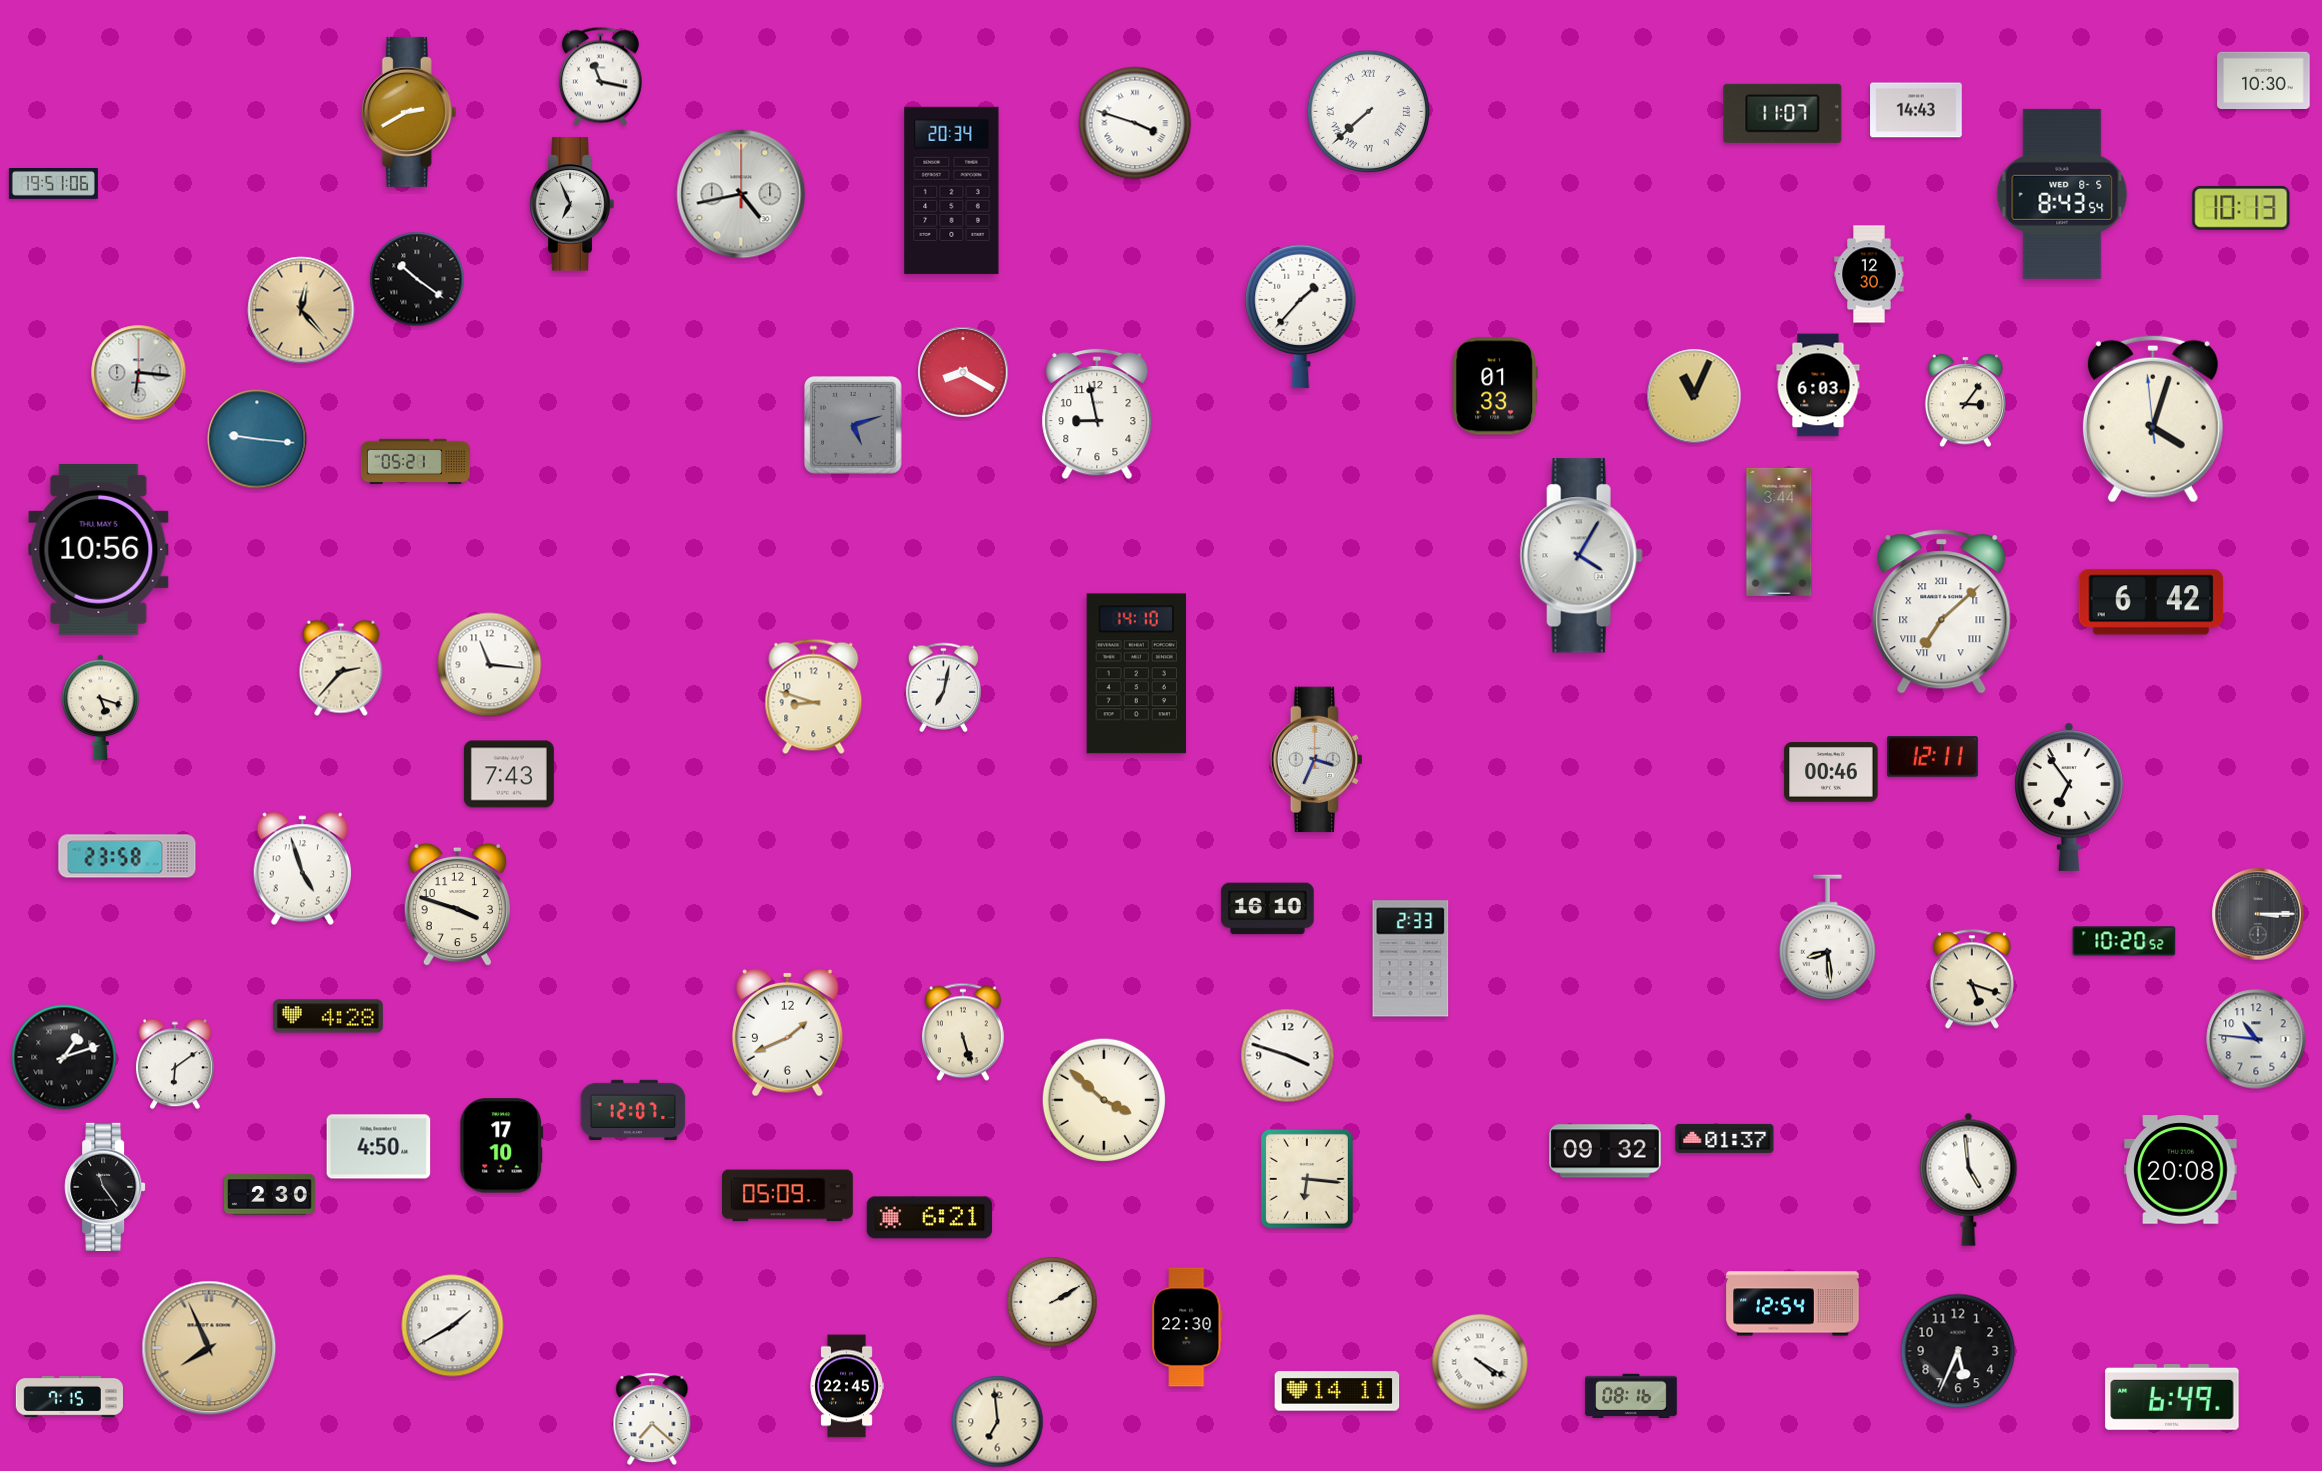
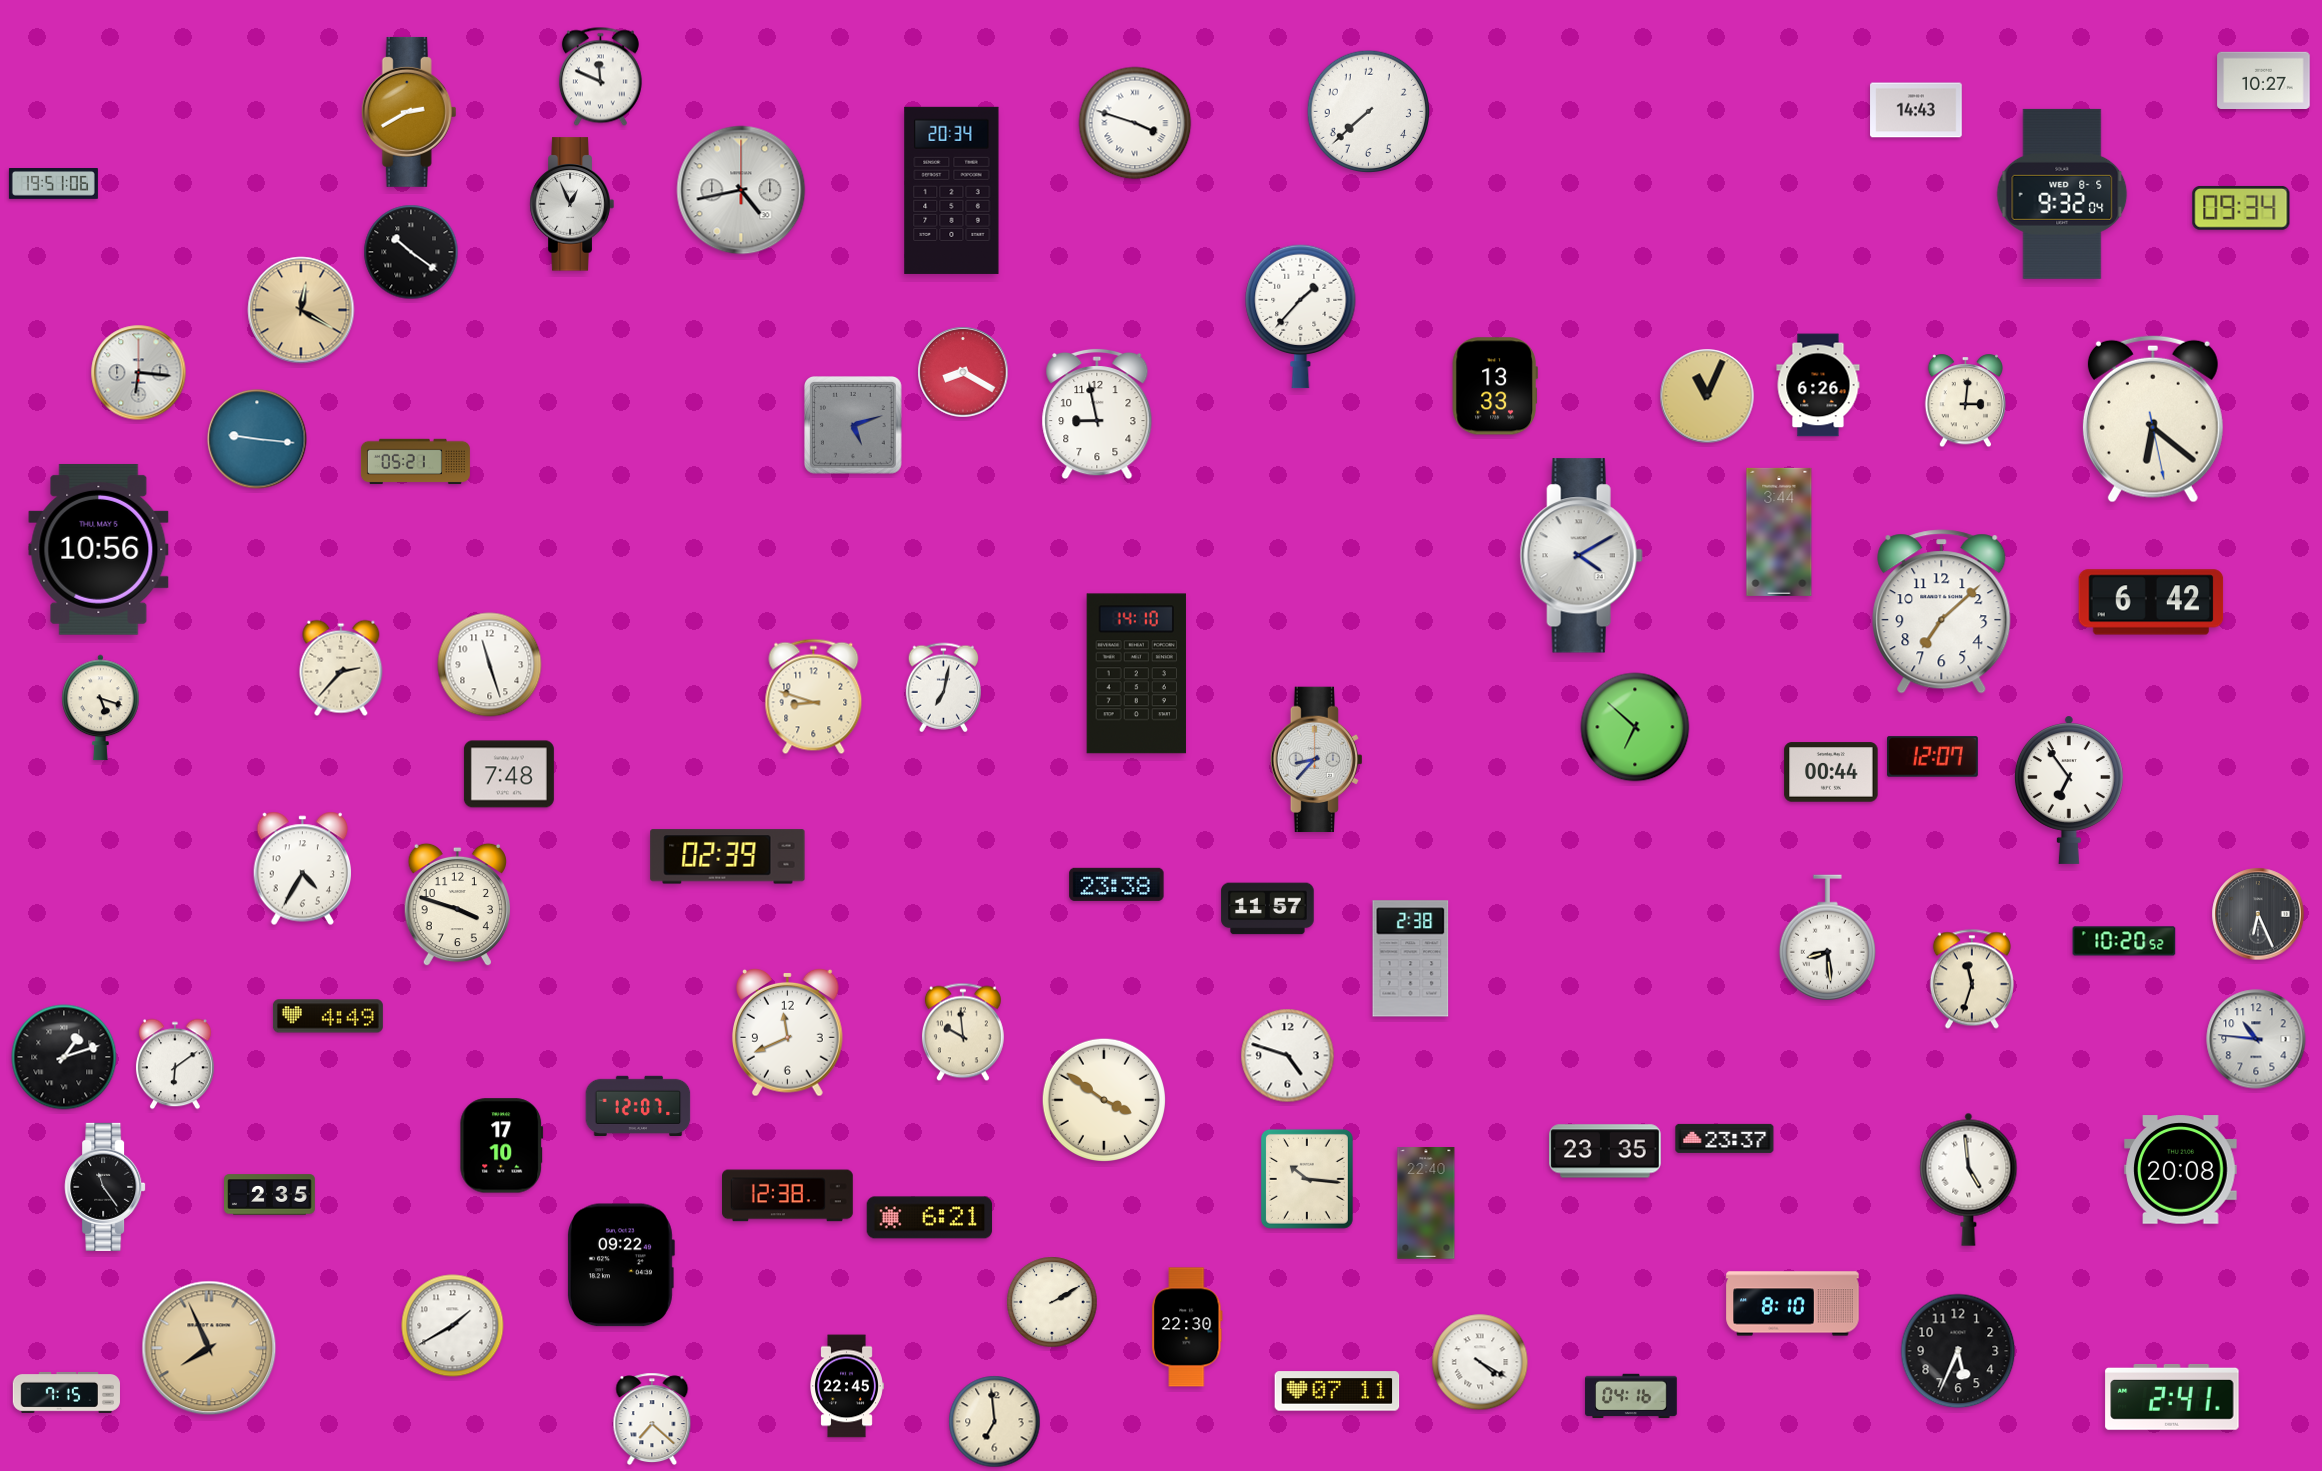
clock at (600, 77): 11:17 -> 11:49
clock at (2264, 80): 10:30 -> 10:27
clock at (1368, 111) numerals: Roman -> Arabic
clock at (1783, 113): 11:07 -> none
clock at (741, 194) position: (741, 194) -> (741, 190)
clock at (2062, 194): 8:43 -> 9:32
clock at (572, 204): 6:56 -> 12:56
clock at (2241, 208): 10:13 -> 09:34
clock at (1869, 274): 12:30 -> none
clock at (417, 279) position: (417, 279) -> (411, 252)
clock at (301, 310): 12:23 -> 12:20
clock at (1818, 385): 6:03 -> 6:26
clock at (1495, 386): 01:33 -> 13:33
clock at (1694, 396) position: (1694, 396) -> (1707, 396)
clock at (1965, 401): 3:06 -> 3:01
clock at (2153, 419): 4:02 -> 6:21
clock at (1581, 556): 4:05 -> 4:10
clock at (1942, 612) numerals: Roman -> Arabic
clock at (490, 665): 11:16 -> 11:27
clock at (1635, 727): none -> 6:52
clock at (1933, 757): 12:11 -> 12:07
clock at (1316, 760): 3:34 -> 8:37
clock at (1831, 772): 00:46 -> 00:44
clock at (509, 774): 7:43 -> 7:48
clock at (2069, 797) position: (2069, 797) -> (2069, 790)
clock at (127, 856): 23:58 -> none
clock at (728, 857): none -> 02:39
clock at (303, 869): 4:57 -> 4:35
clock at (1117, 884): none -> 23:38
clock at (1268, 909): 16:10 -> 11:57
clock at (2258, 914): 3:15 -> 6:26
clock at (1411, 959): 2:33 -> 2:38
clock at (1972, 979): 5:18 -> 11:33
clock at (328, 1016): 4:28 -> 4:49
clock at (788, 1032): 1:41 -> 11:41
clock at (963, 1032): 5:27 -> 9:59
clock at (1288, 1056): 3:48 -> 4:48
clock at (1103, 1099): 3:52 -> 3:51
clock at (633, 1109) position: (633, 1109) -> (638, 1105)
clock at (1725, 1138): 01:37 -> 23:37
clock at (379, 1147): 4:50 -> none
clock at (1605, 1151): 09:32 -> 23:35
clock at (1307, 1179): 6:16 -> 10:16
clock at (270, 1195): 2:30 -> 2:35
clock at (788, 1196): 05:09 -> 12:38
clock at (1426, 1203): none -> 22:40
clock at (621, 1265): none -> 09:22
clock at (1793, 1304): 12:54 -> 8:10
clock at (1337, 1391): 14:11 -> 07:11
clock at (1631, 1396): 08:16 -> 04:16
clock at (69, 1397) position: (69, 1397) -> (66, 1393)
clock at (2172, 1397): 6:49 -> 2:41
clock at (998, 1422) position: (998, 1422) -> (995, 1422)
